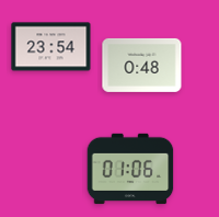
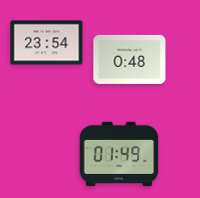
clock at (130, 169): 01:06 -> 01:49
